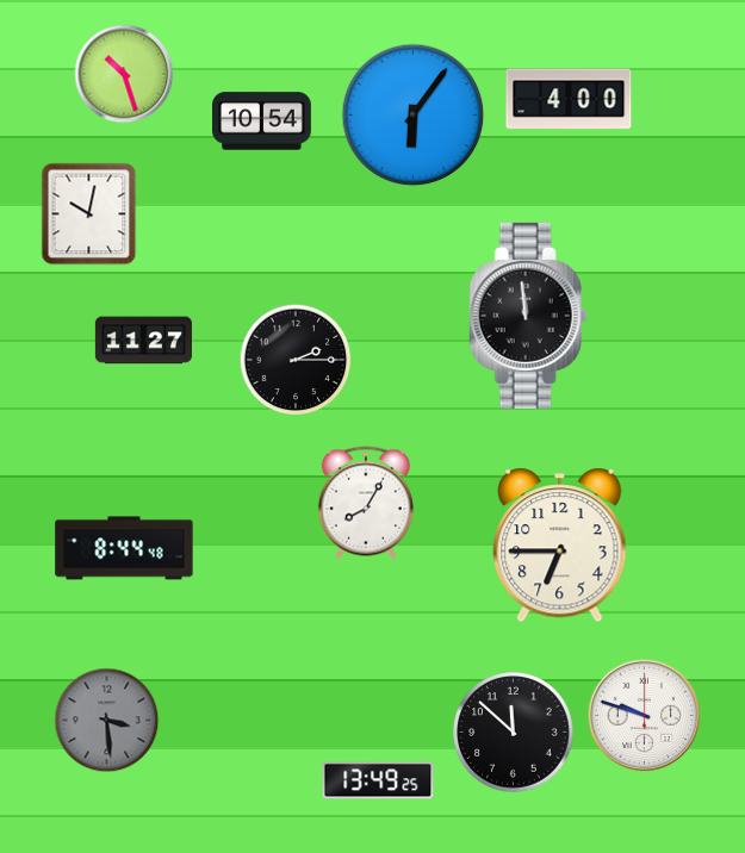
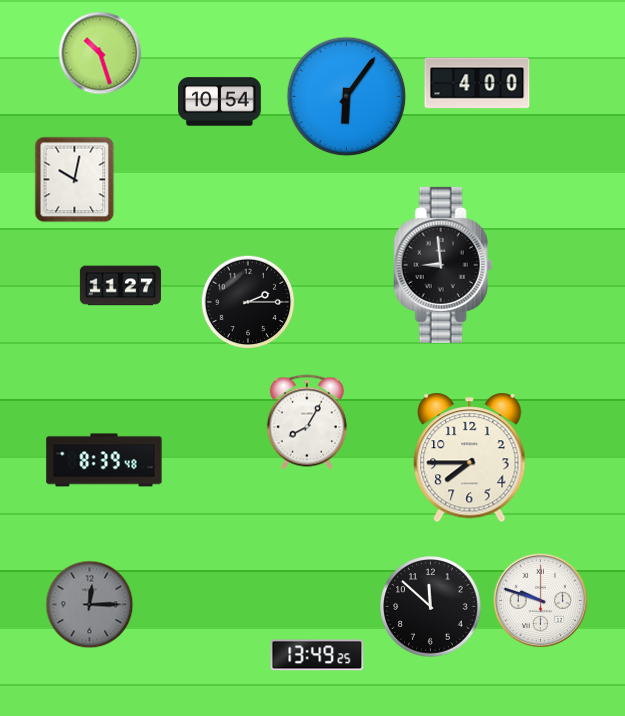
clock at (124, 74) position: (124, 74) -> (100, 53)
clock at (528, 316): 11:59 -> 8:59
clock at (560, 546): 6:45 -> 7:45
clock at (124, 548): 8:44 -> 8:39
clock at (107, 721): 3:29 -> 12:15
clock at (514, 733) position: (514, 733) -> (431, 607)
